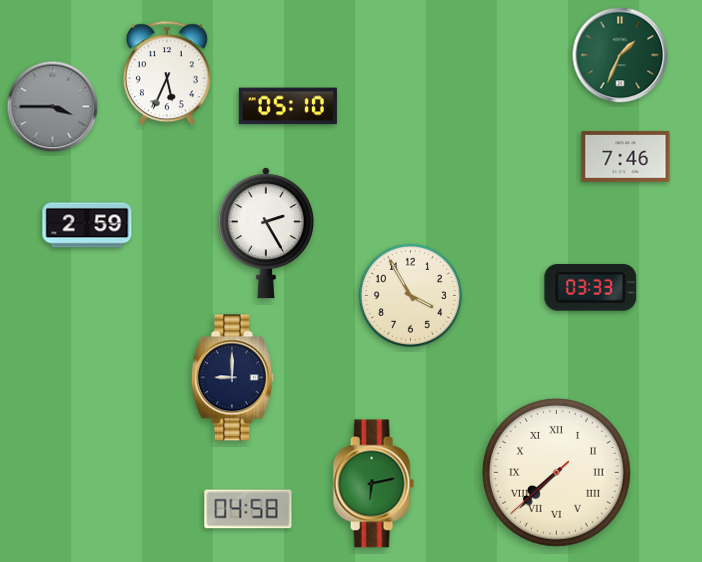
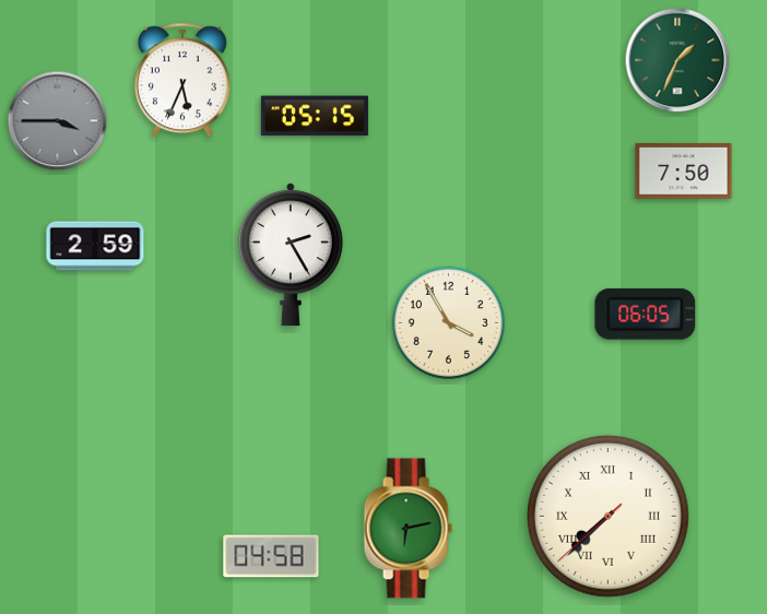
clock at (288, 106): 05:10 -> 05:15
clock at (53, 107) position: (53, 107) -> (58, 121)
clock at (626, 157): 7:46 -> 7:50
clock at (591, 287): 03:33 -> 06:05
clock at (232, 378): 9:00 -> none
